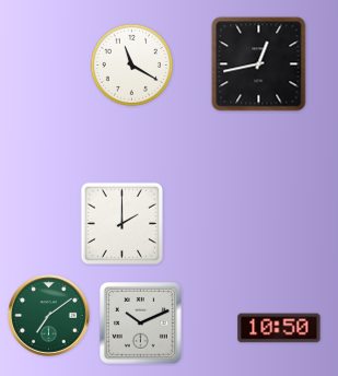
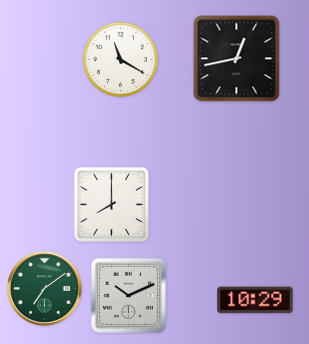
clock at (123, 224): 2:00 -> 8:00
clock at (279, 328): 10:50 -> 10:29
